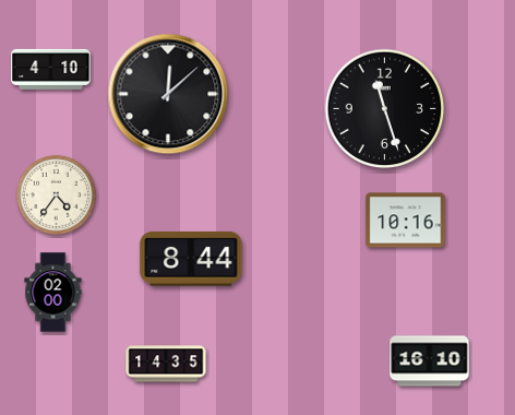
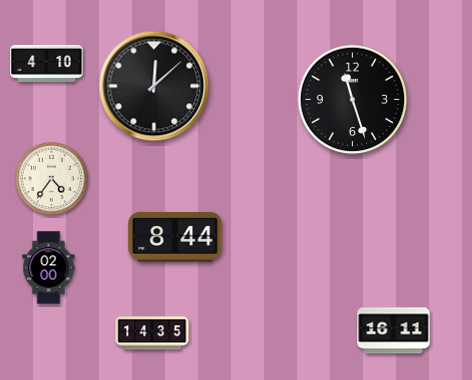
clock at (406, 221): 10:16 -> none
clock at (430, 361): 16:10 -> 16:11
